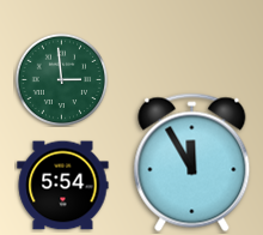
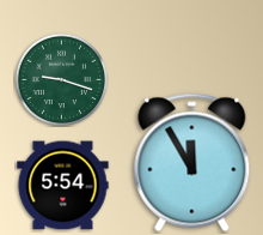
clock at (61, 79): 2:59 -> 9:18
